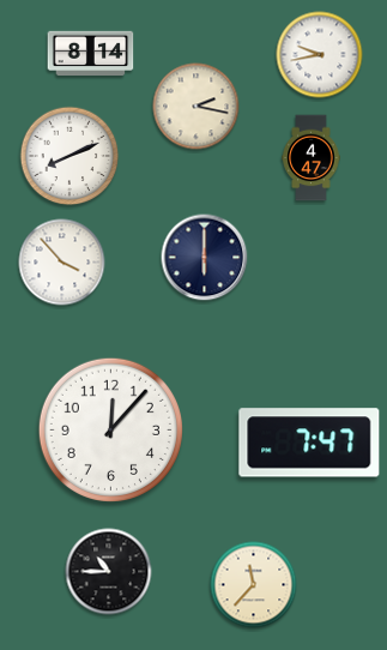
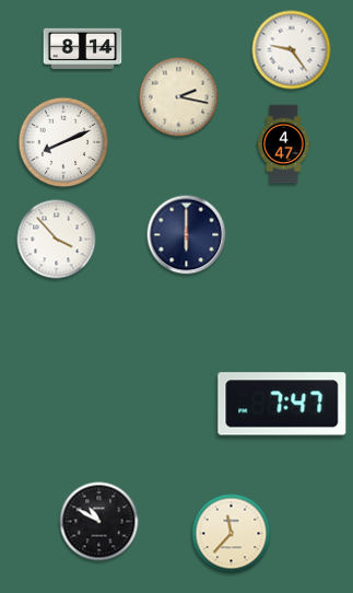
clock at (320, 55): 9:43 -> 9:24
clock at (110, 429): 12:07 -> none
clock at (109, 572): 10:45 -> 10:50
